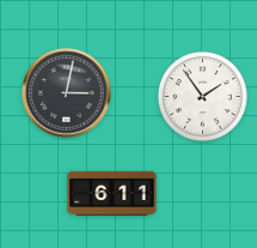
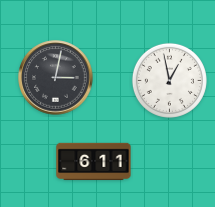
clock at (202, 96): 1:54 -> 12:58
